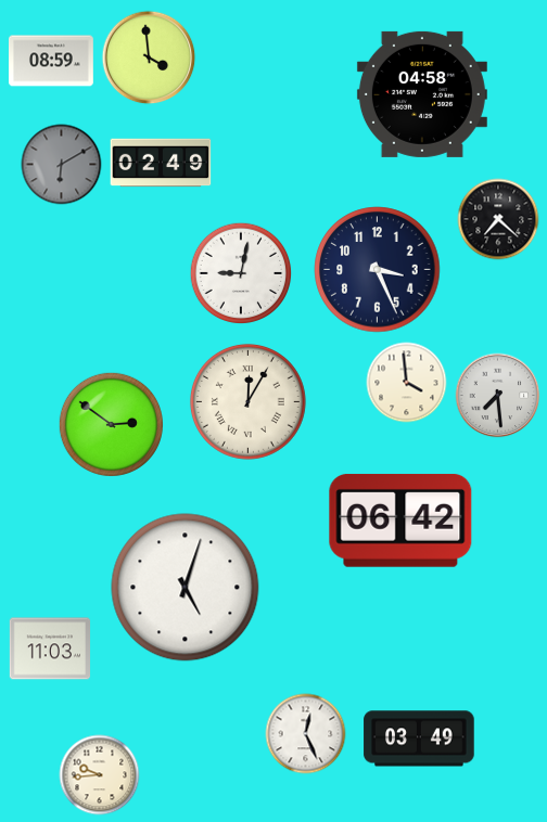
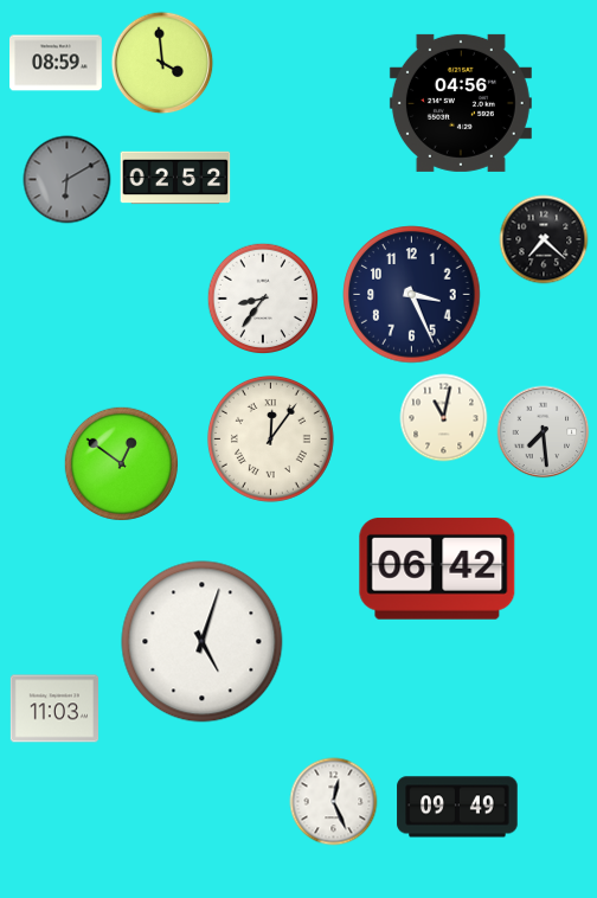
clock at (52, 61) position: (52, 61) -> (57, 63)
clock at (422, 94): 04:58 -> 04:56
clock at (161, 163): 02:49 -> 02:52
clock at (241, 273): 9:02 -> 8:36
clock at (407, 383): 3:59 -> 11:02
clock at (247, 401): 12:05 -> 12:06
clock at (111, 424): 2:51 -> 12:51
clock at (419, 738): 03:49 -> 09:49
clock at (100, 775): 9:44 -> none
